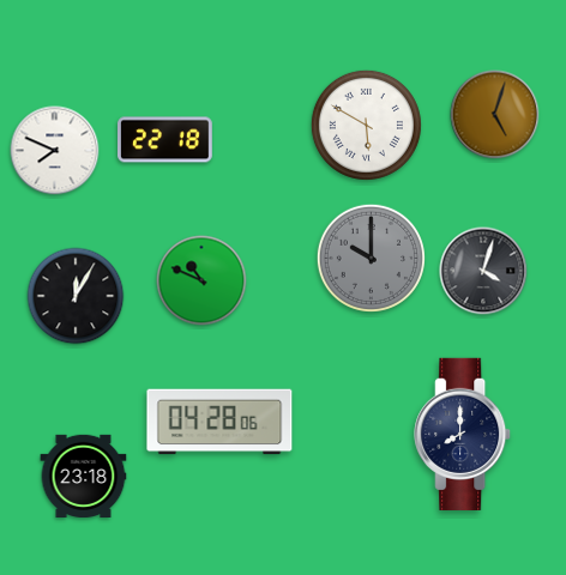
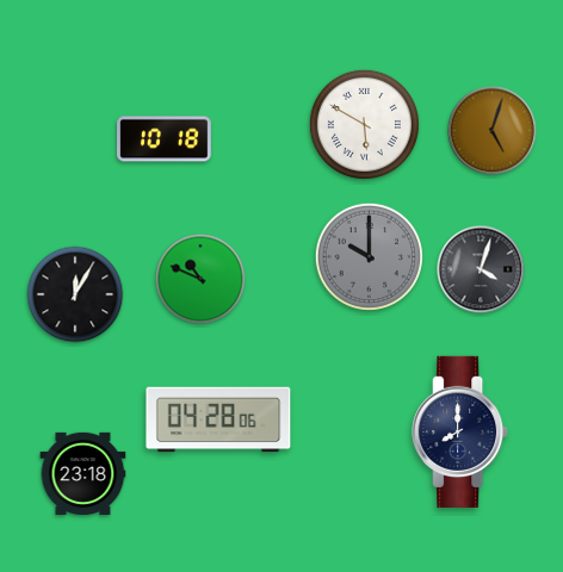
clock at (495, 115) position: (495, 115) -> (493, 131)
clock at (165, 140): 22:18 -> 10:18
clock at (55, 151): 7:49 -> none
